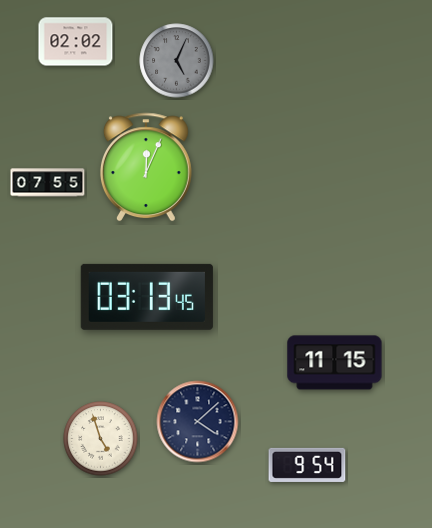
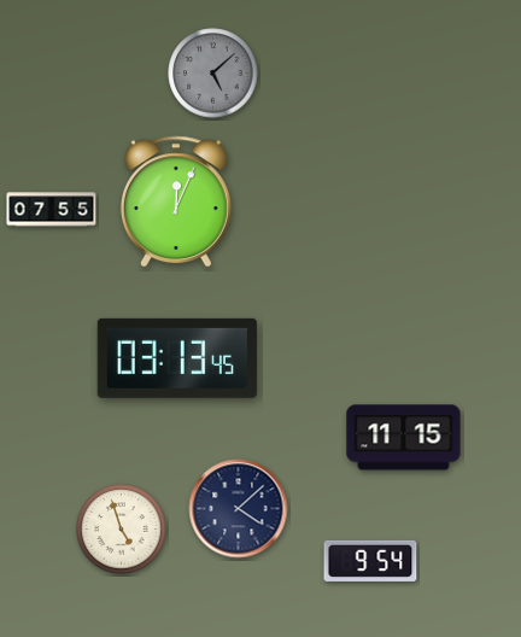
clock at (76, 42): 02:02 -> none
clock at (177, 61): 5:04 -> 5:08
clock at (48, 183) position: (48, 183) -> (52, 210)
